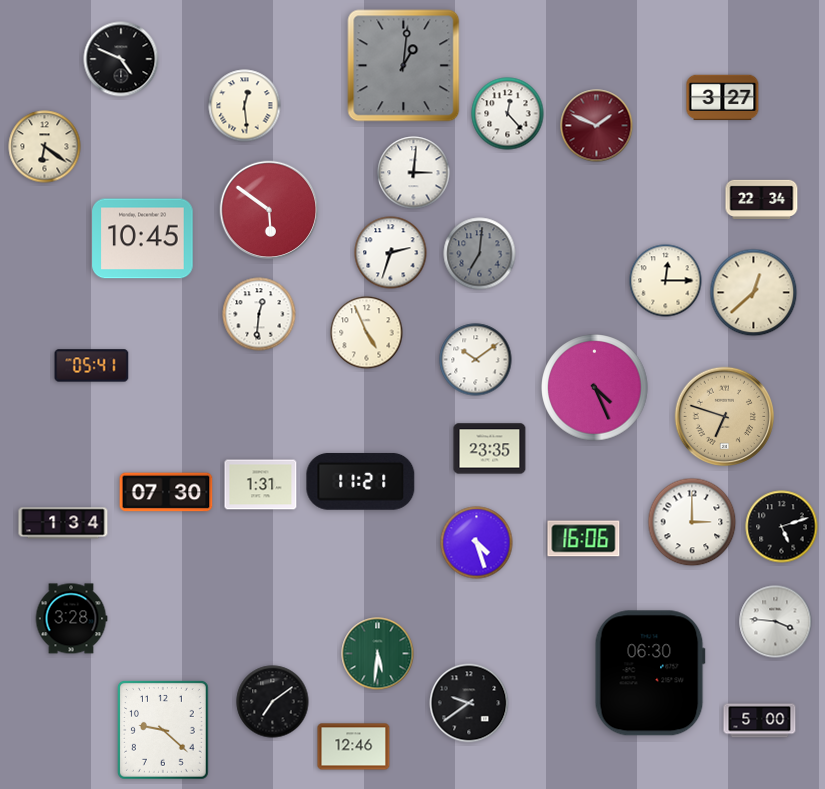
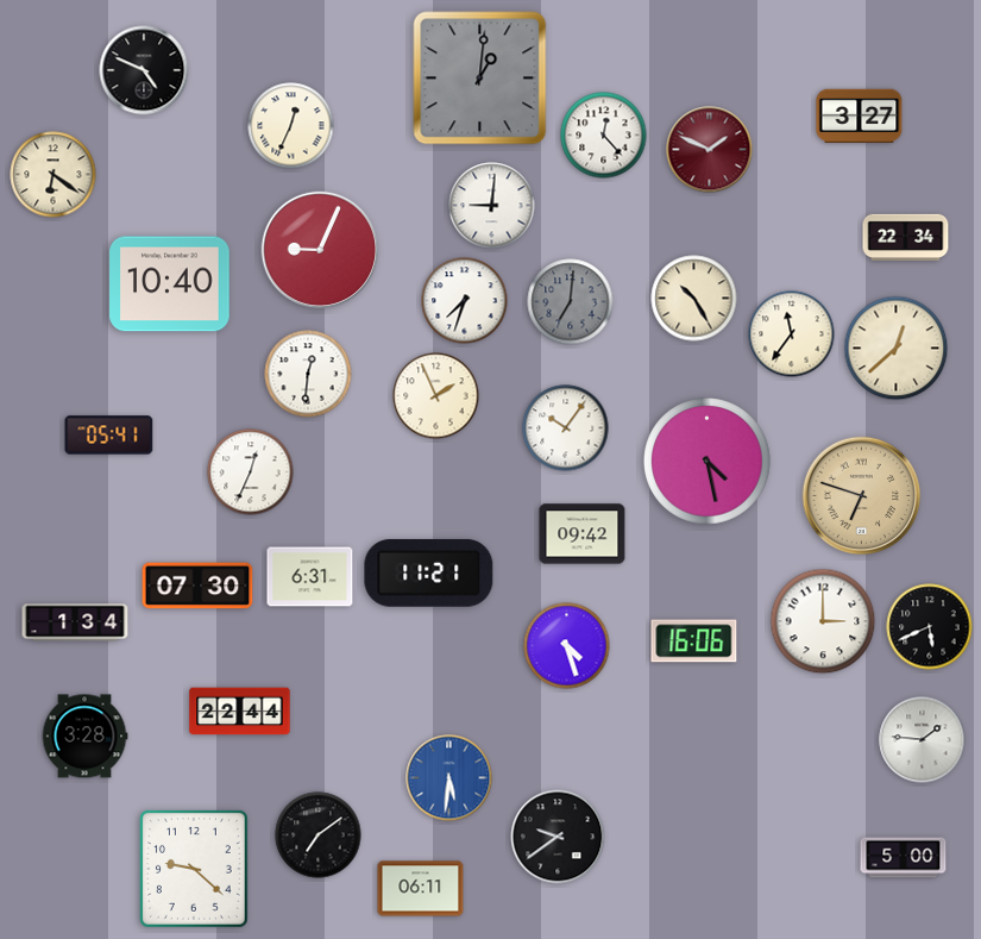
clock at (245, 106): 12:29 -> 12:34
clock at (414, 173): 3:01 -> 9:01
clock at (269, 210): 5:51 -> 9:04
clock at (143, 239): 10:45 -> 10:40
clock at (694, 299): none -> 10:25
clock at (391, 253): 2:33 -> 7:33
clock at (666, 281): 12:15 -> 11:36
clock at (367, 333): 4:56 -> 1:56
clock at (476, 360): 10:09 -> 10:06
clock at (595, 388): 4:26 -> 4:28
clock at (251, 472): none -> 12:34
clock at (490, 449): 23:35 -> 09:42
clock at (261, 485): 1:31 -> 6:31
clock at (782, 527): 5:12 -> 5:41
clock at (240, 712): none -> 22:44
clock at (776, 622): 3:46 -> 1:46
clock at (378, 654) dial: green -> blue
clock at (650, 673): 06:30 -> none
clock at (273, 702) position: (273, 702) -> (319, 835)
clock at (354, 747): 12:46 -> 06:11
